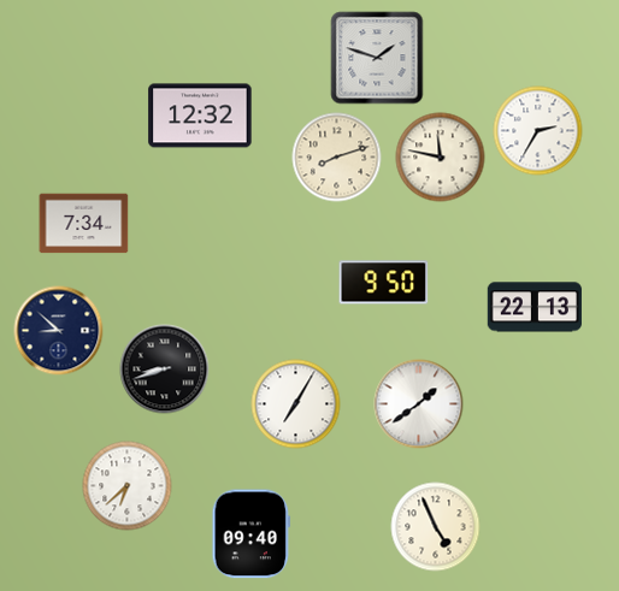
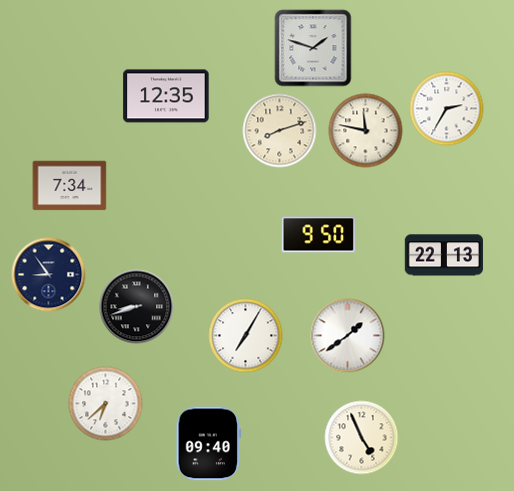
clock at (200, 116): 12:32 -> 12:35
clock at (59, 331): 8:52 -> 8:54
